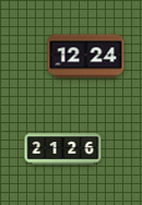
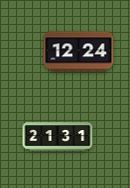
clock at (63, 149): 21:26 -> 21:31
